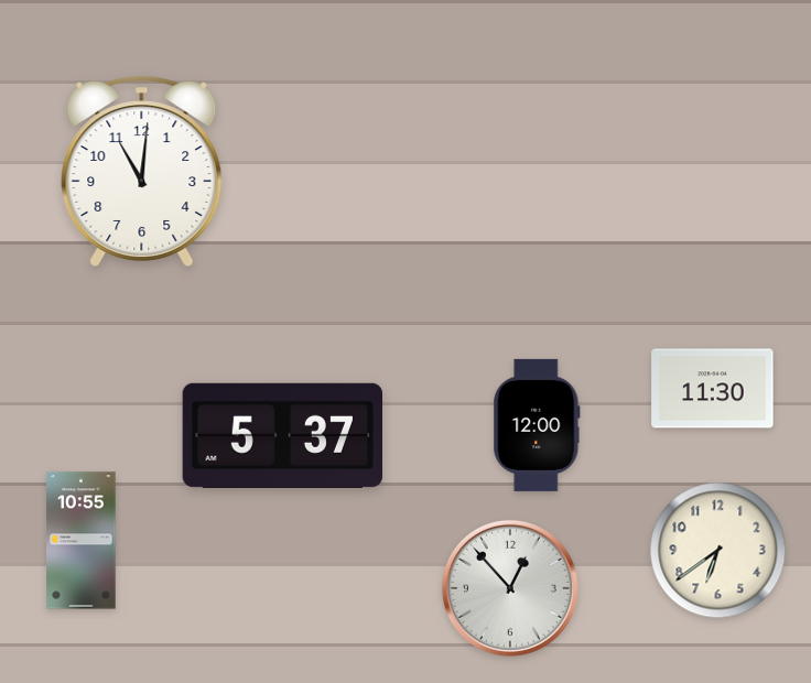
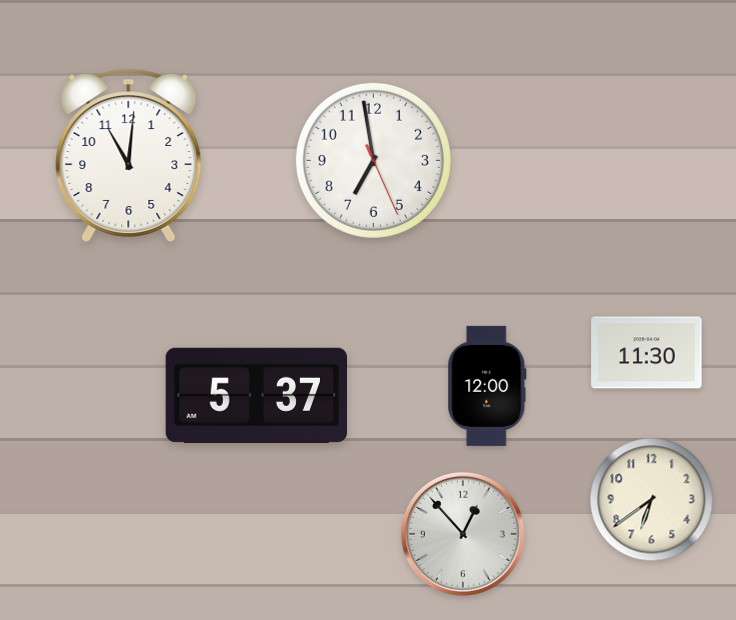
clock at (373, 160): none -> 6:58
clock at (82, 541): 10:55 -> none
